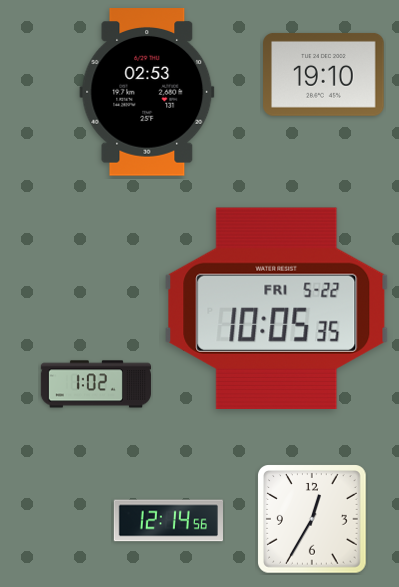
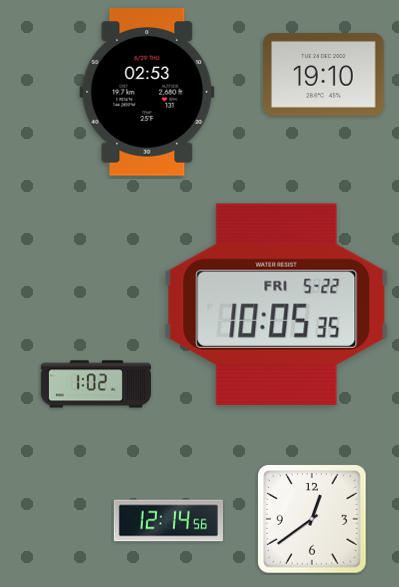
clock at (277, 308) position: (277, 308) -> (277, 304)
clock at (312, 519): 12:35 -> 12:39
